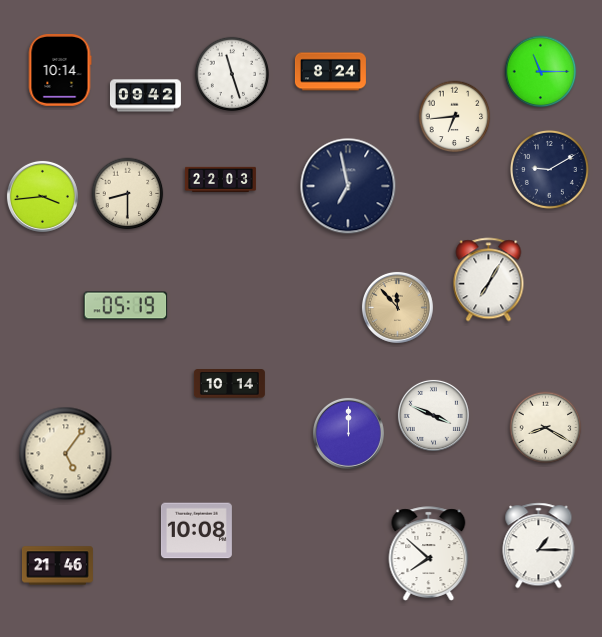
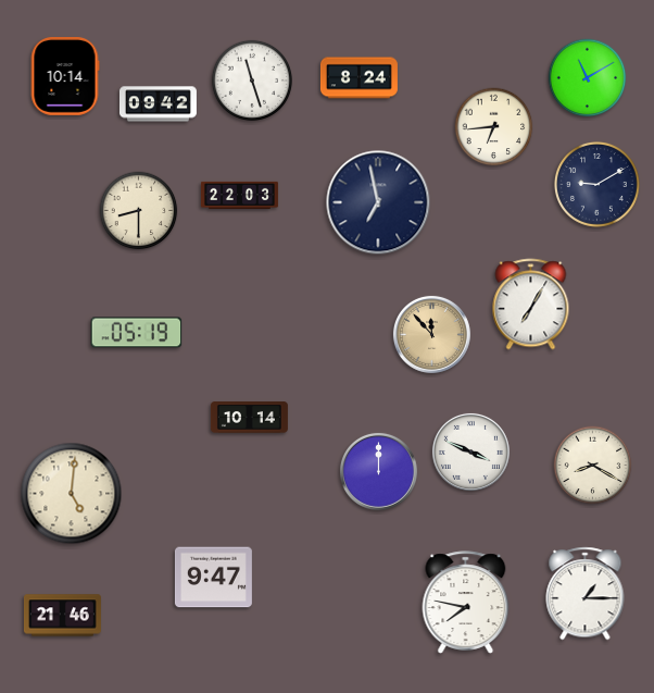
clock at (541, 72): 11:15 -> 11:10
clock at (42, 196): 3:44 -> none
clock at (66, 454): 5:06 -> 5:01
clock at (196, 531): 10:08 -> 9:47
clock at (429, 554): 7:52 -> 7:47
